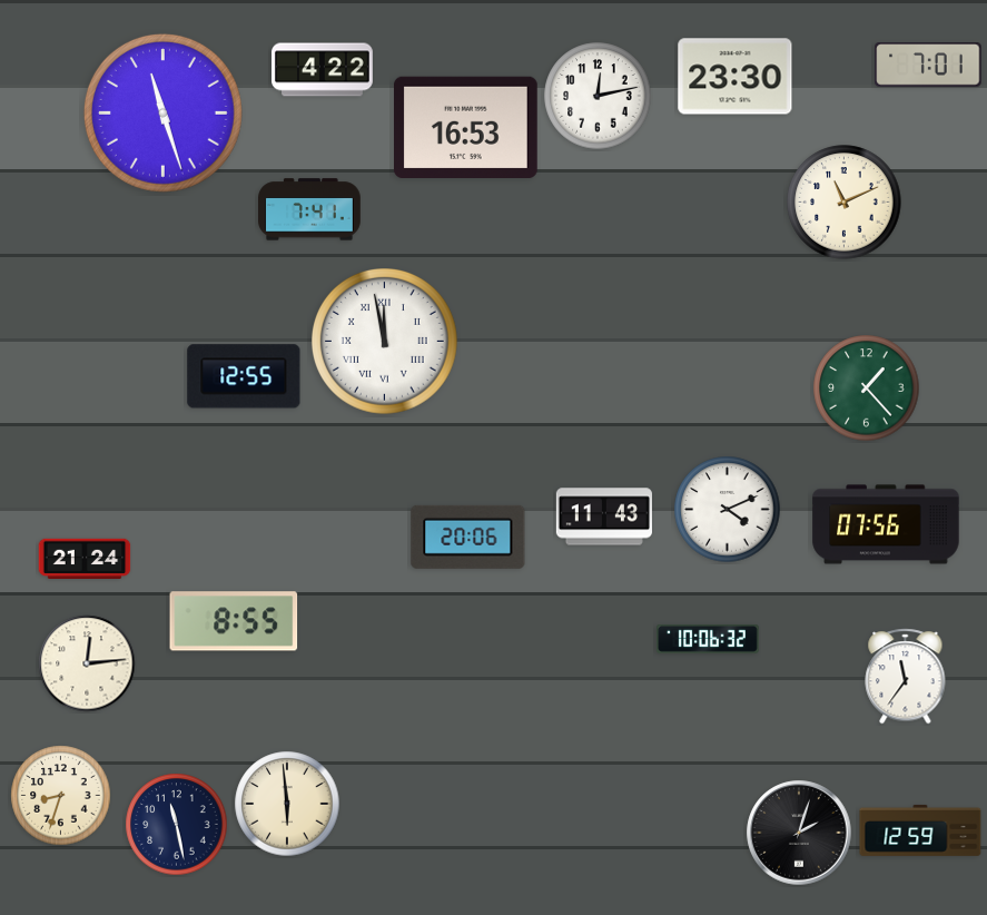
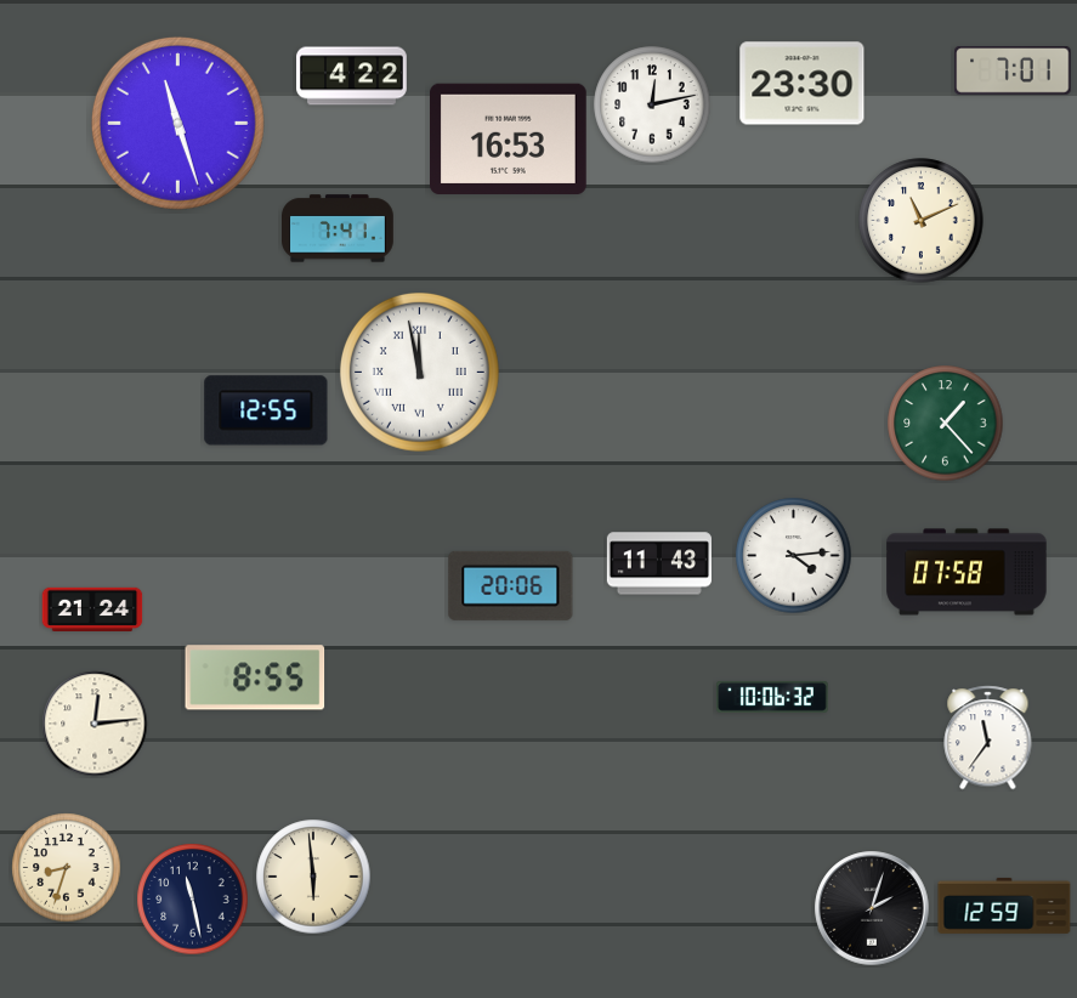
clock at (728, 510): 4:11 -> 4:14
clock at (886, 524): 07:56 -> 07:58
